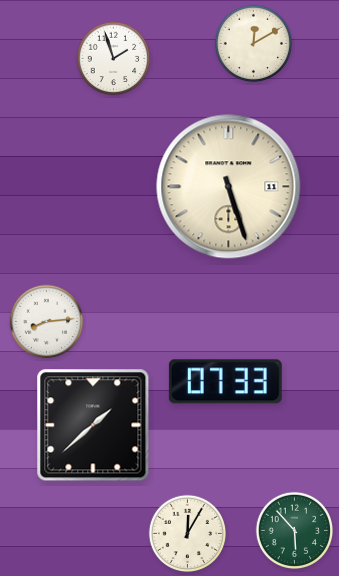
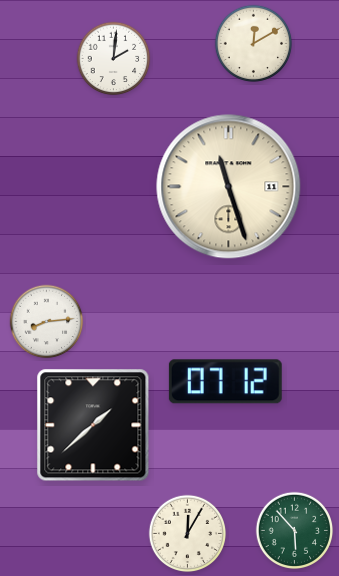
clock at (114, 59): 1:57 -> 2:01
clock at (229, 187): 5:27 -> 11:27
clock at (225, 382): 07:33 -> 07:12
